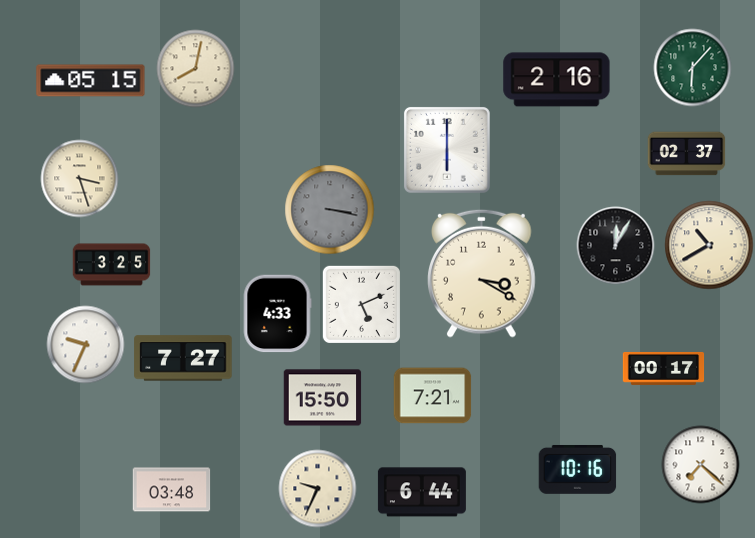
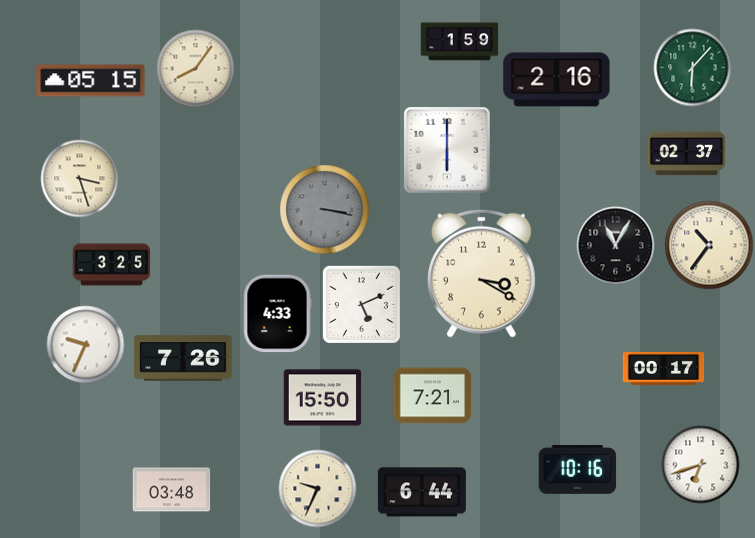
clock at (459, 42): none -> 1:59
clock at (195, 68): 8:02 -> 8:06
clock at (329, 209) position: (329, 209) -> (324, 209)
clock at (615, 245): 12:05 -> 11:05
clock at (709, 245): 10:40 -> 10:36
clock at (183, 358): 7:27 -> 7:26
clock at (700, 464): 7:22 -> 6:42
